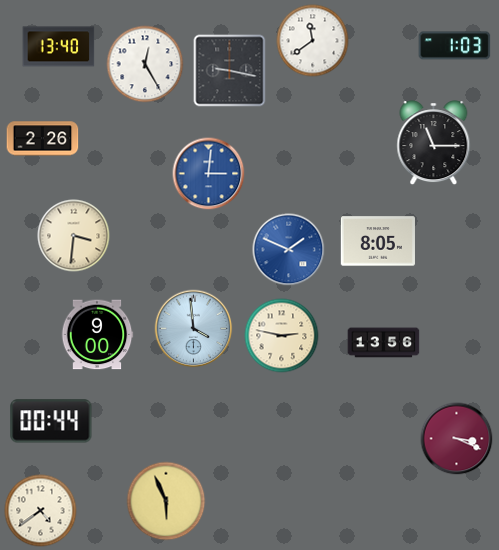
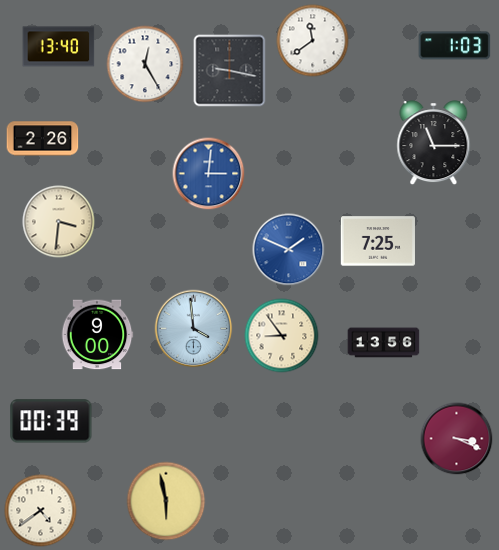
clock at (74, 236) position: (74, 236) -> (59, 222)
clock at (377, 241): 8:05 -> 7:25
clock at (282, 336): 2:47 -> 8:54
clock at (51, 421): 00:44 -> 00:39
clock at (166, 501): 5:56 -> 5:58
